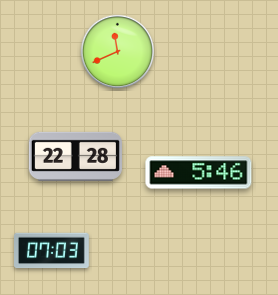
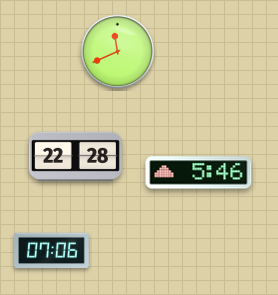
clock at (52, 251): 07:03 -> 07:06
